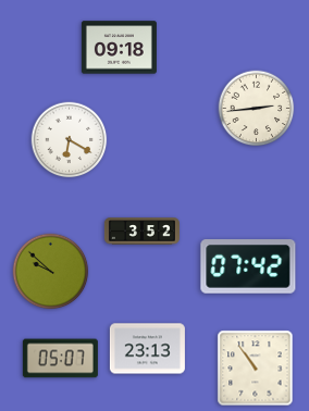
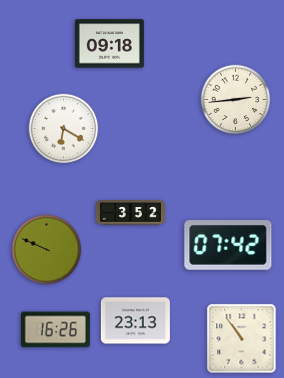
clock at (51, 272): 9:52 -> 9:49
clock at (60, 359): 05:07 -> 16:26
clock at (256, 369) position: (256, 369) -> (242, 339)
